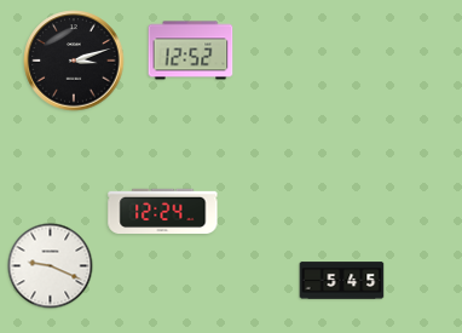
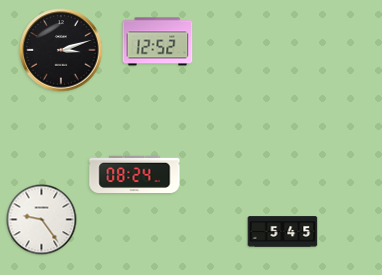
clock at (163, 212): 12:24 -> 08:24
clock at (51, 266): 9:19 -> 9:24
